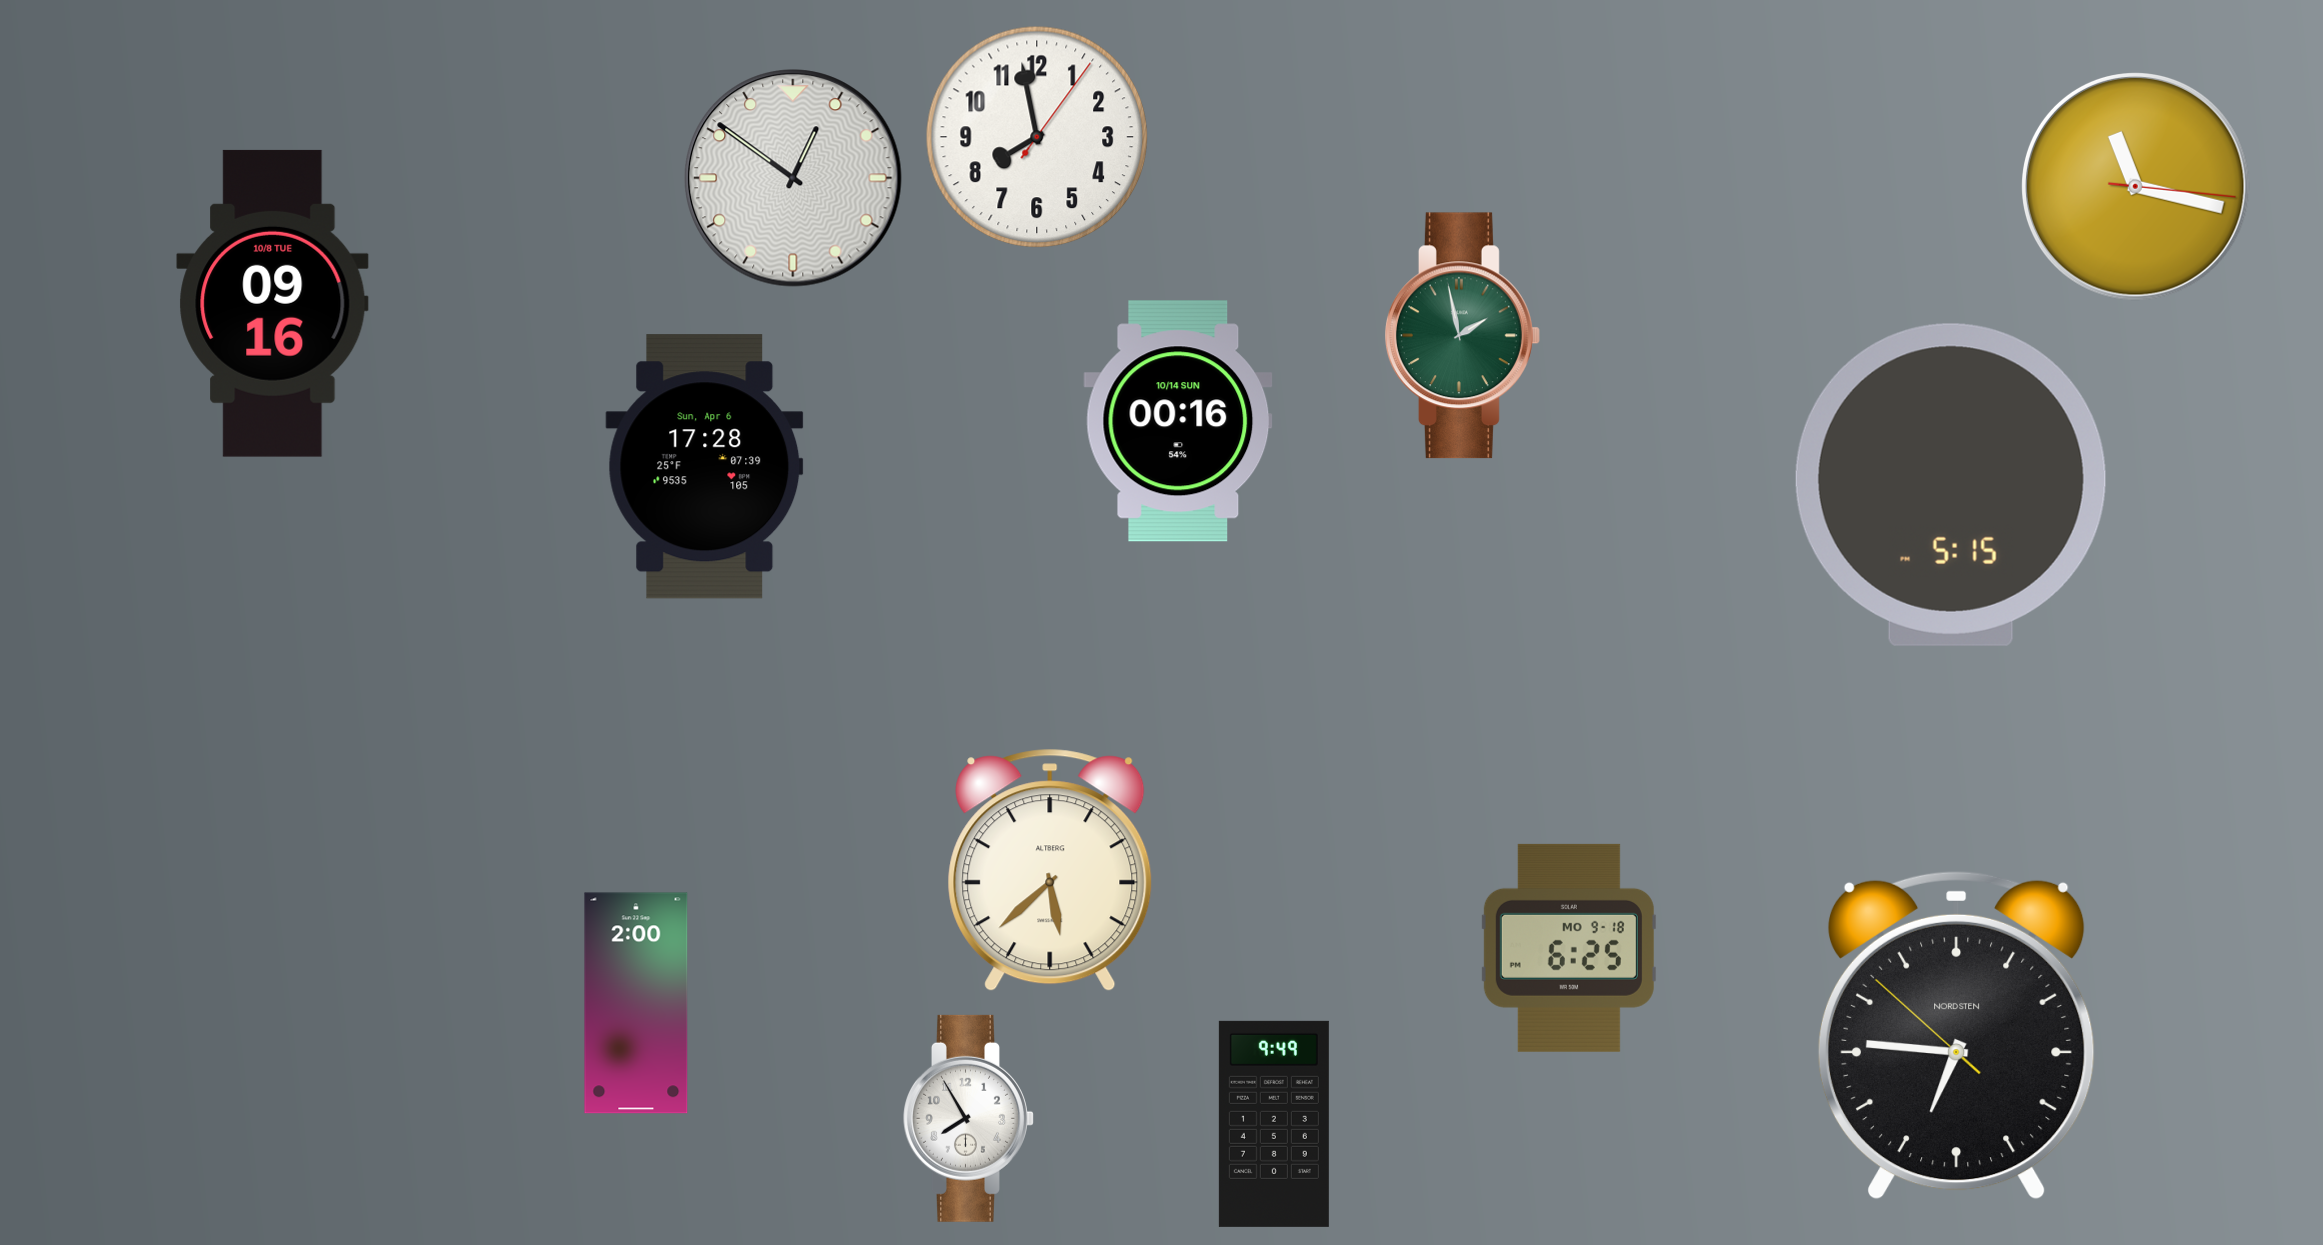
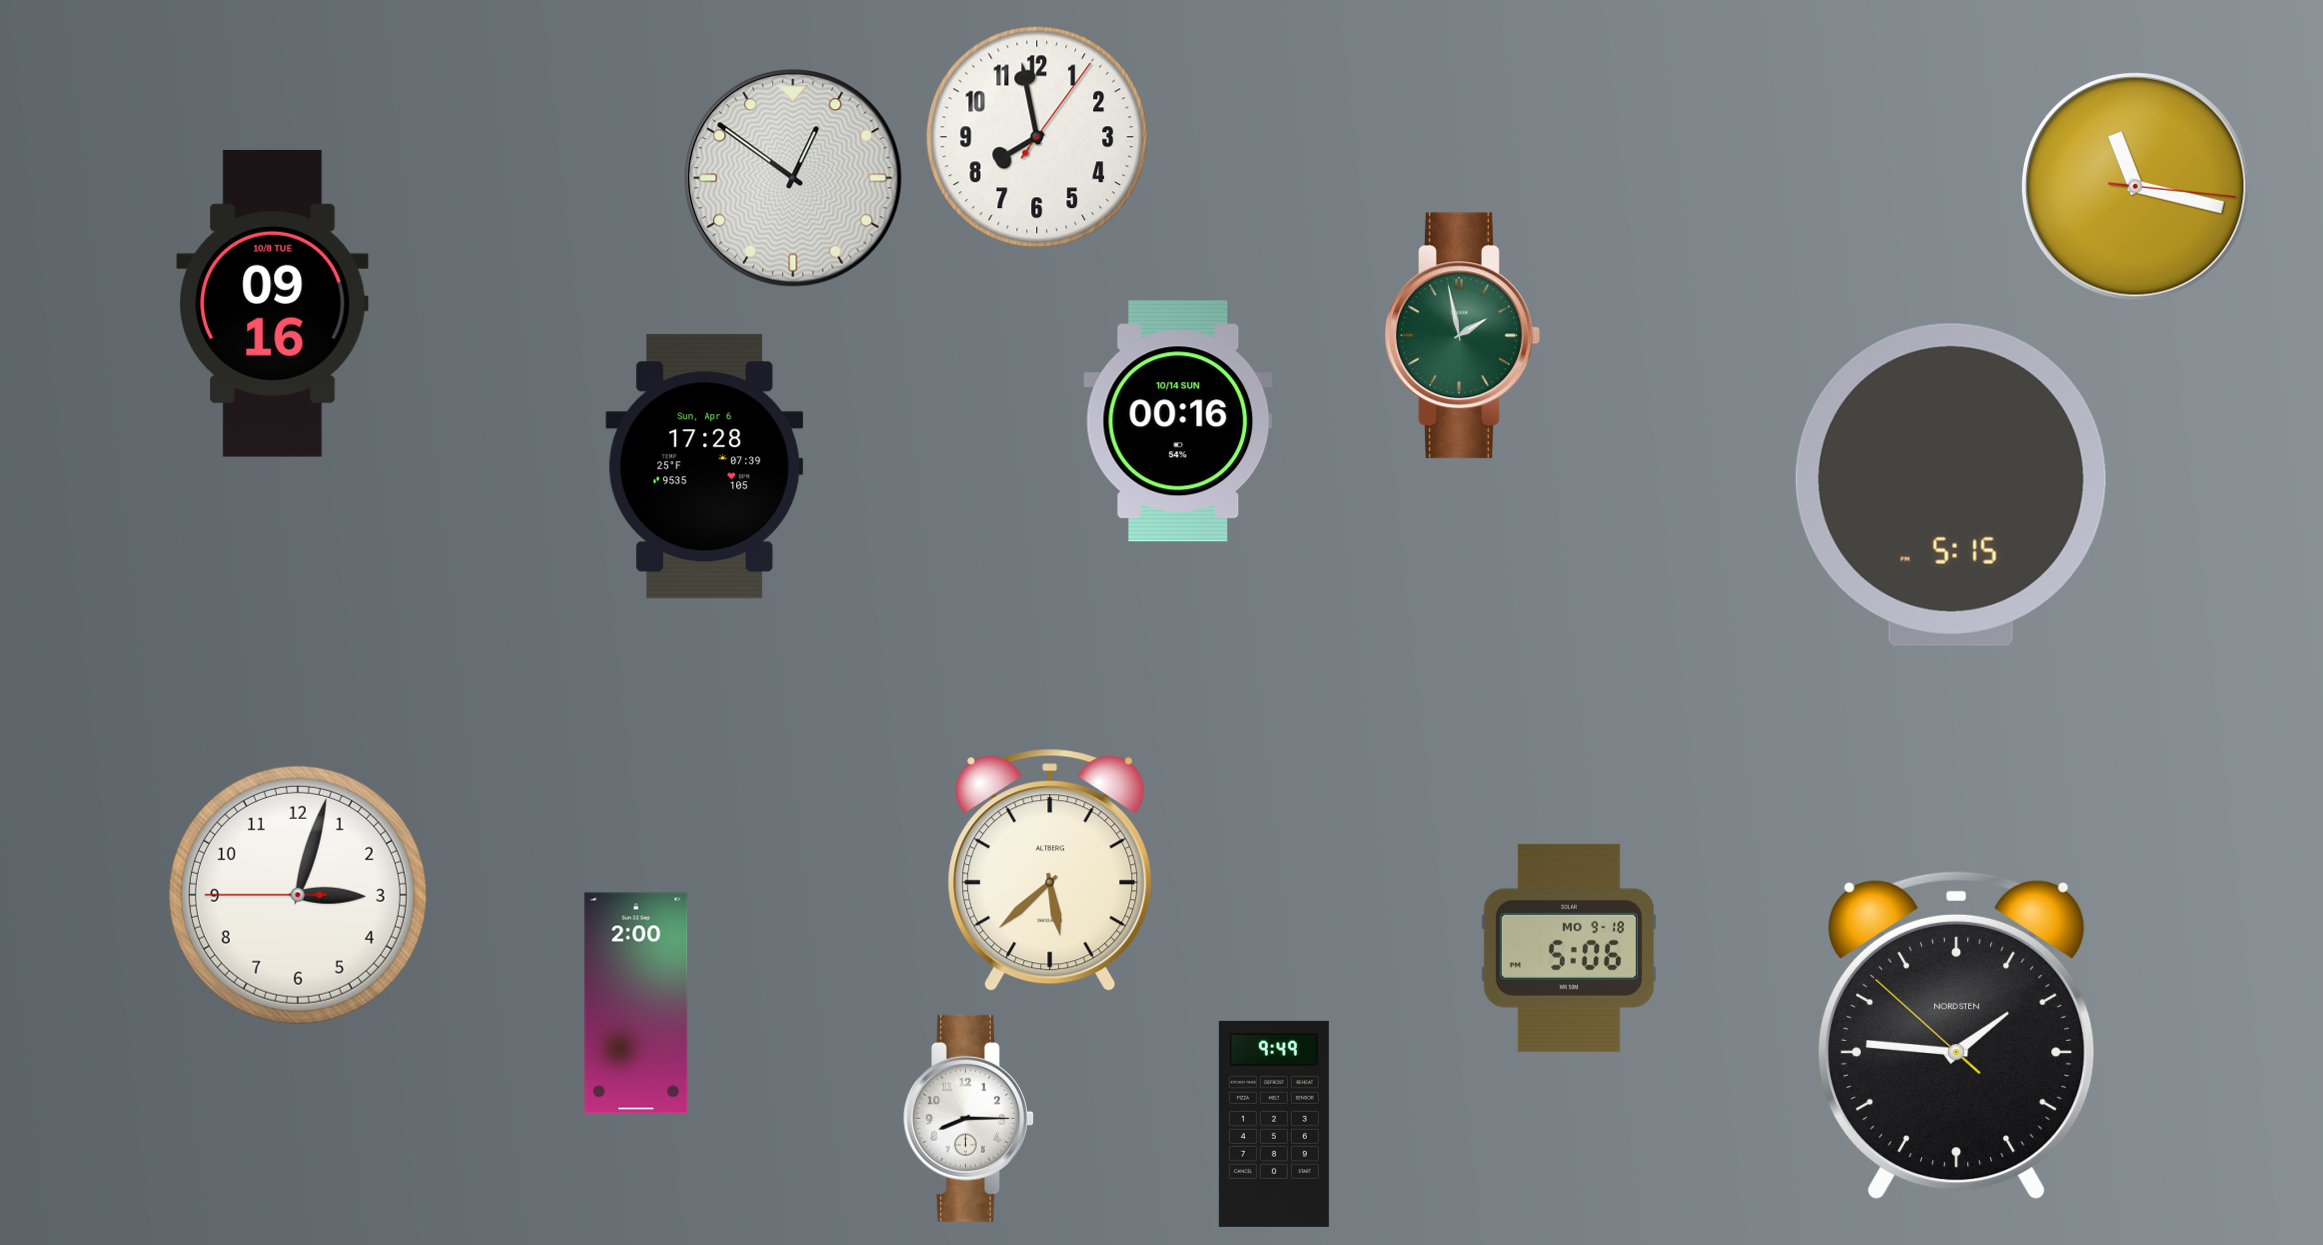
clock at (298, 895): none -> 3:02
clock at (1569, 948): 6:25 -> 5:06
clock at (1956, 1035): 6:45 -> 1:45
clock at (969, 1118): 7:55 -> 8:15
